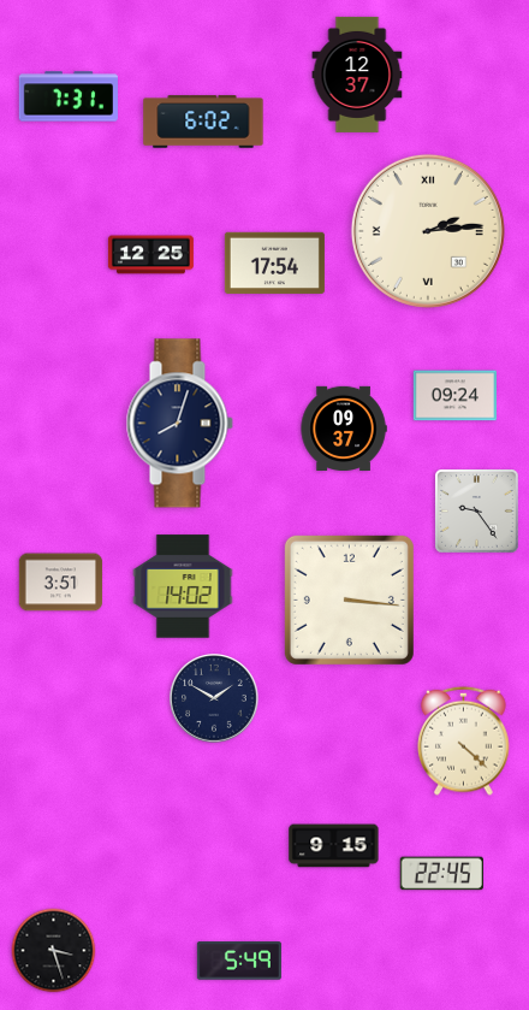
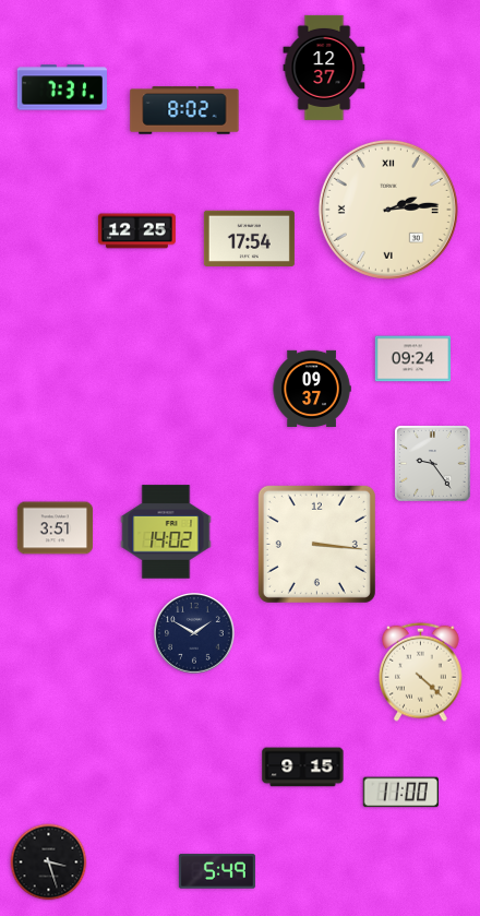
clock at (203, 122): 6:02 -> 8:02
clock at (179, 424): 8:03 -> none
clock at (441, 874): 22:45 -> 11:00
